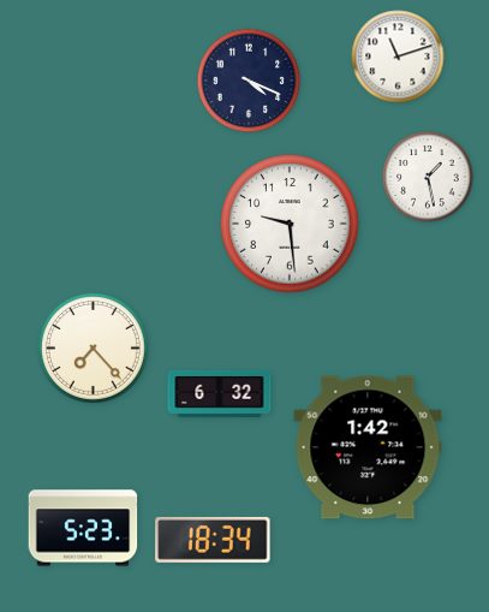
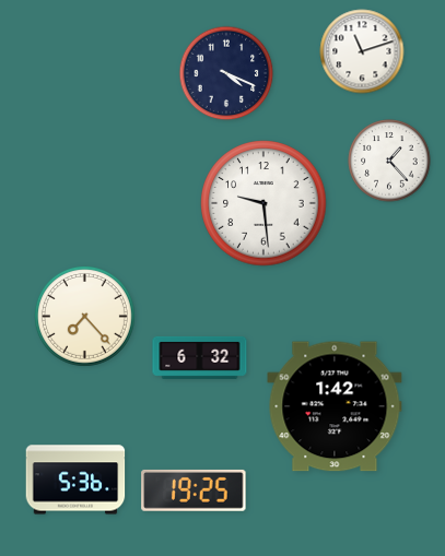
clock at (428, 177): 1:28 -> 1:23
clock at (83, 528): 5:23 -> 5:36
clock at (213, 540): 18:34 -> 19:25
